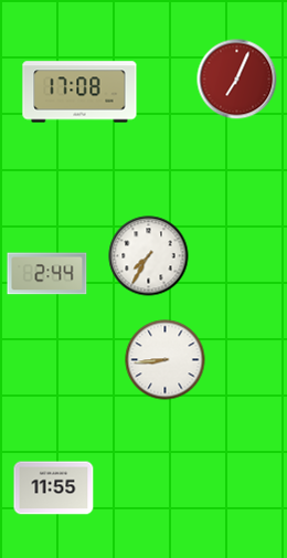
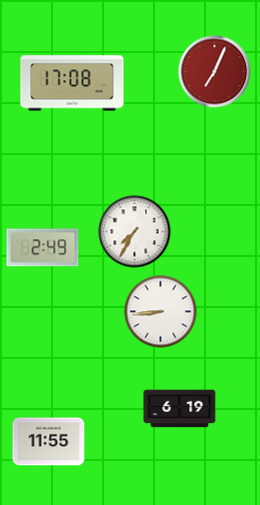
clock at (47, 274): 2:44 -> 2:49
clock at (166, 360) position: (166, 360) -> (161, 312)
clock at (180, 409): none -> 6:19
